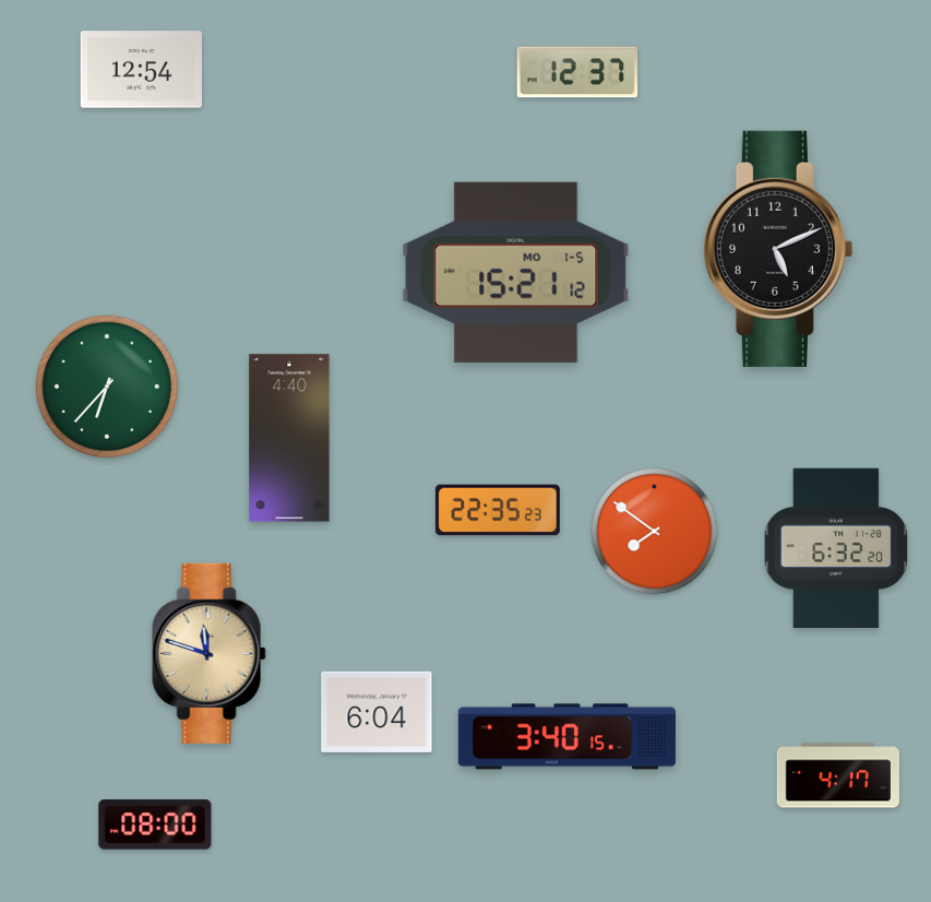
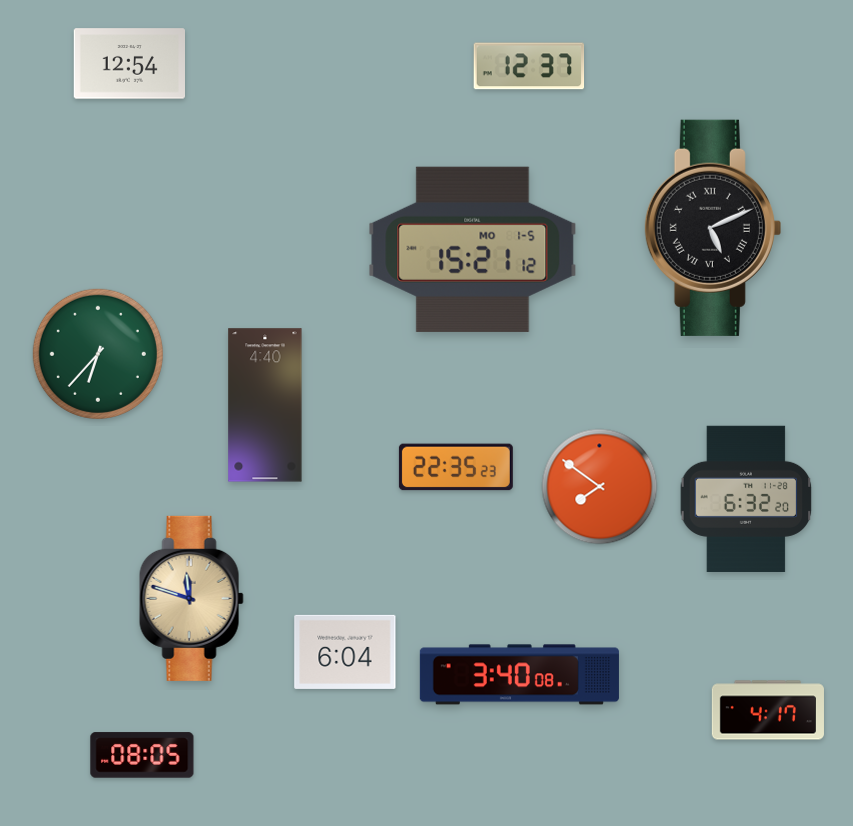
clock at (778, 249) numerals: Arabic -> Roman
clock at (289, 438) position: (289, 438) -> (265, 405)
clock at (836, 547) position: (836, 547) -> (746, 498)
clock at (566, 737): 3:40:15 -> 3:40:08
clock at (155, 824): 08:00 -> 08:05
